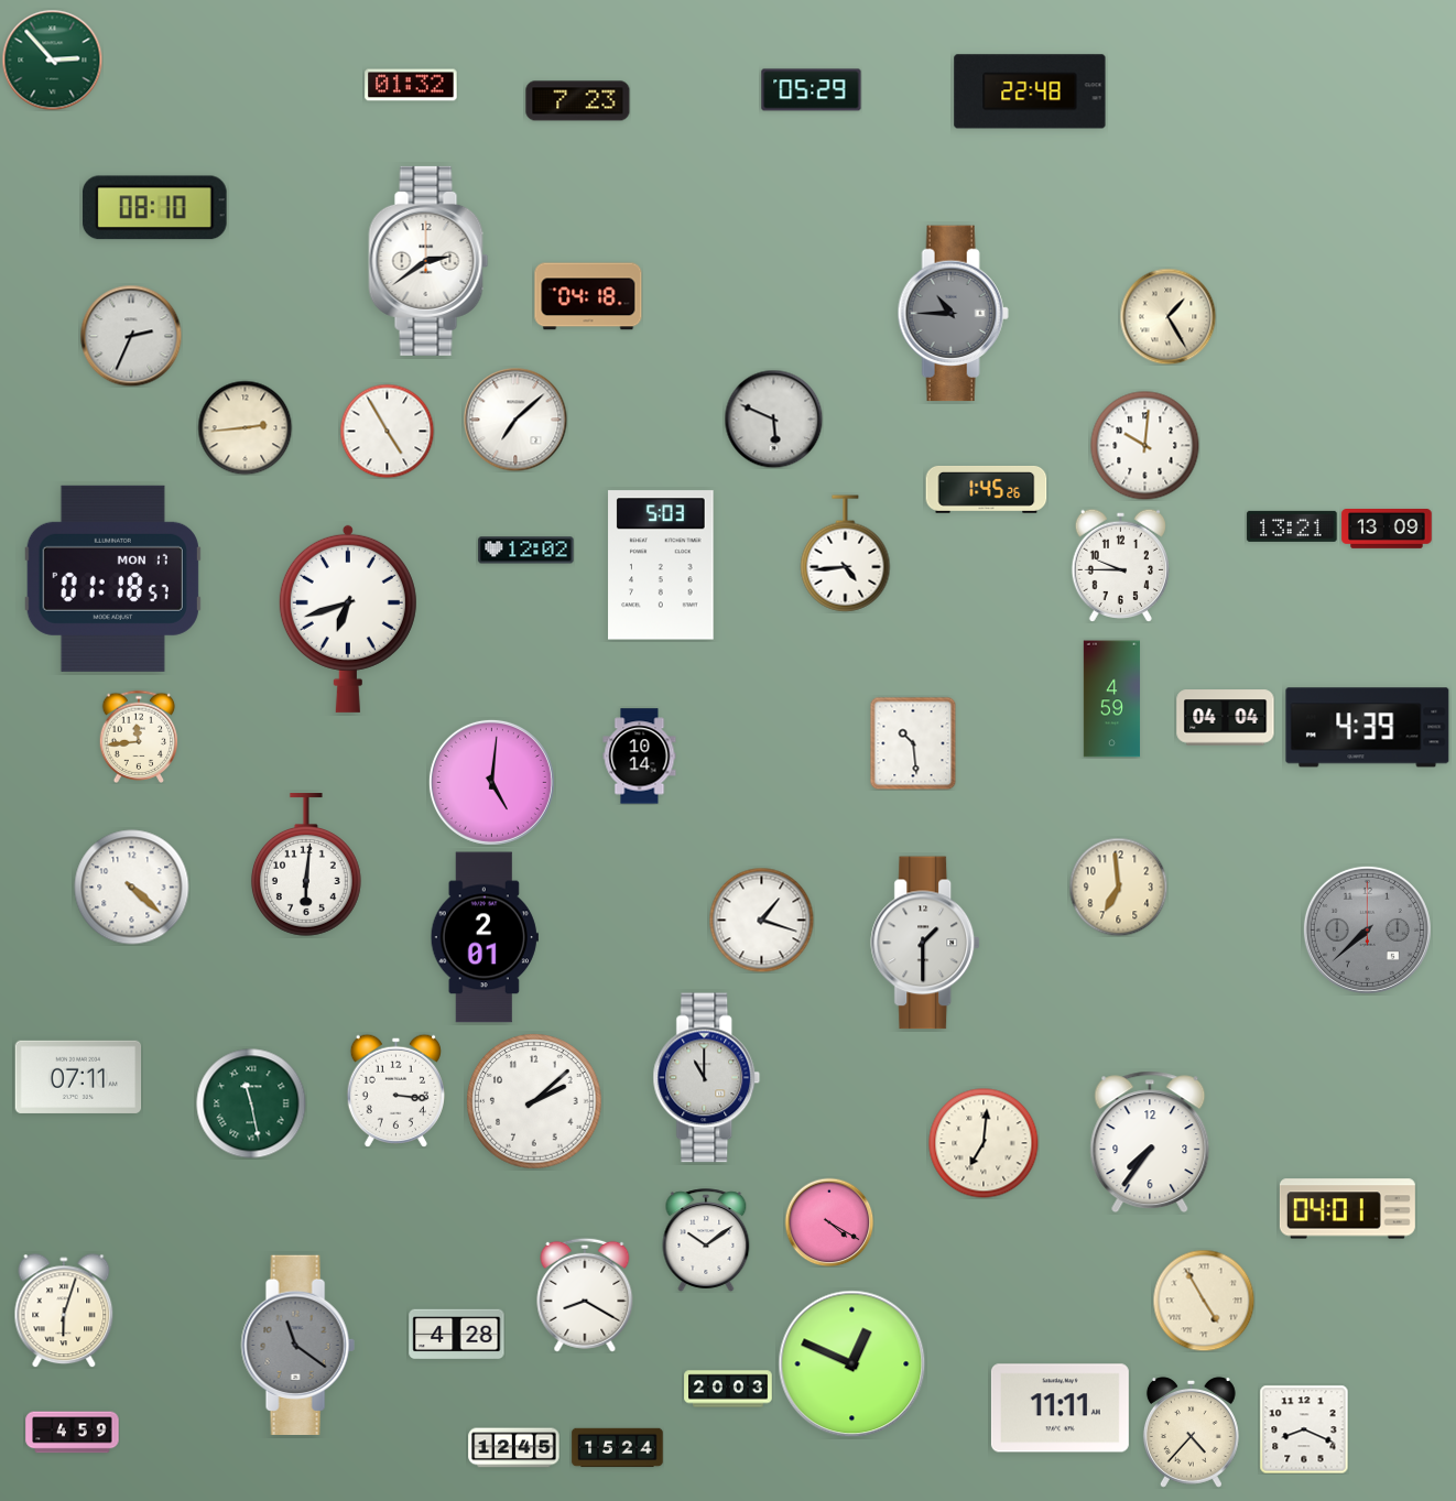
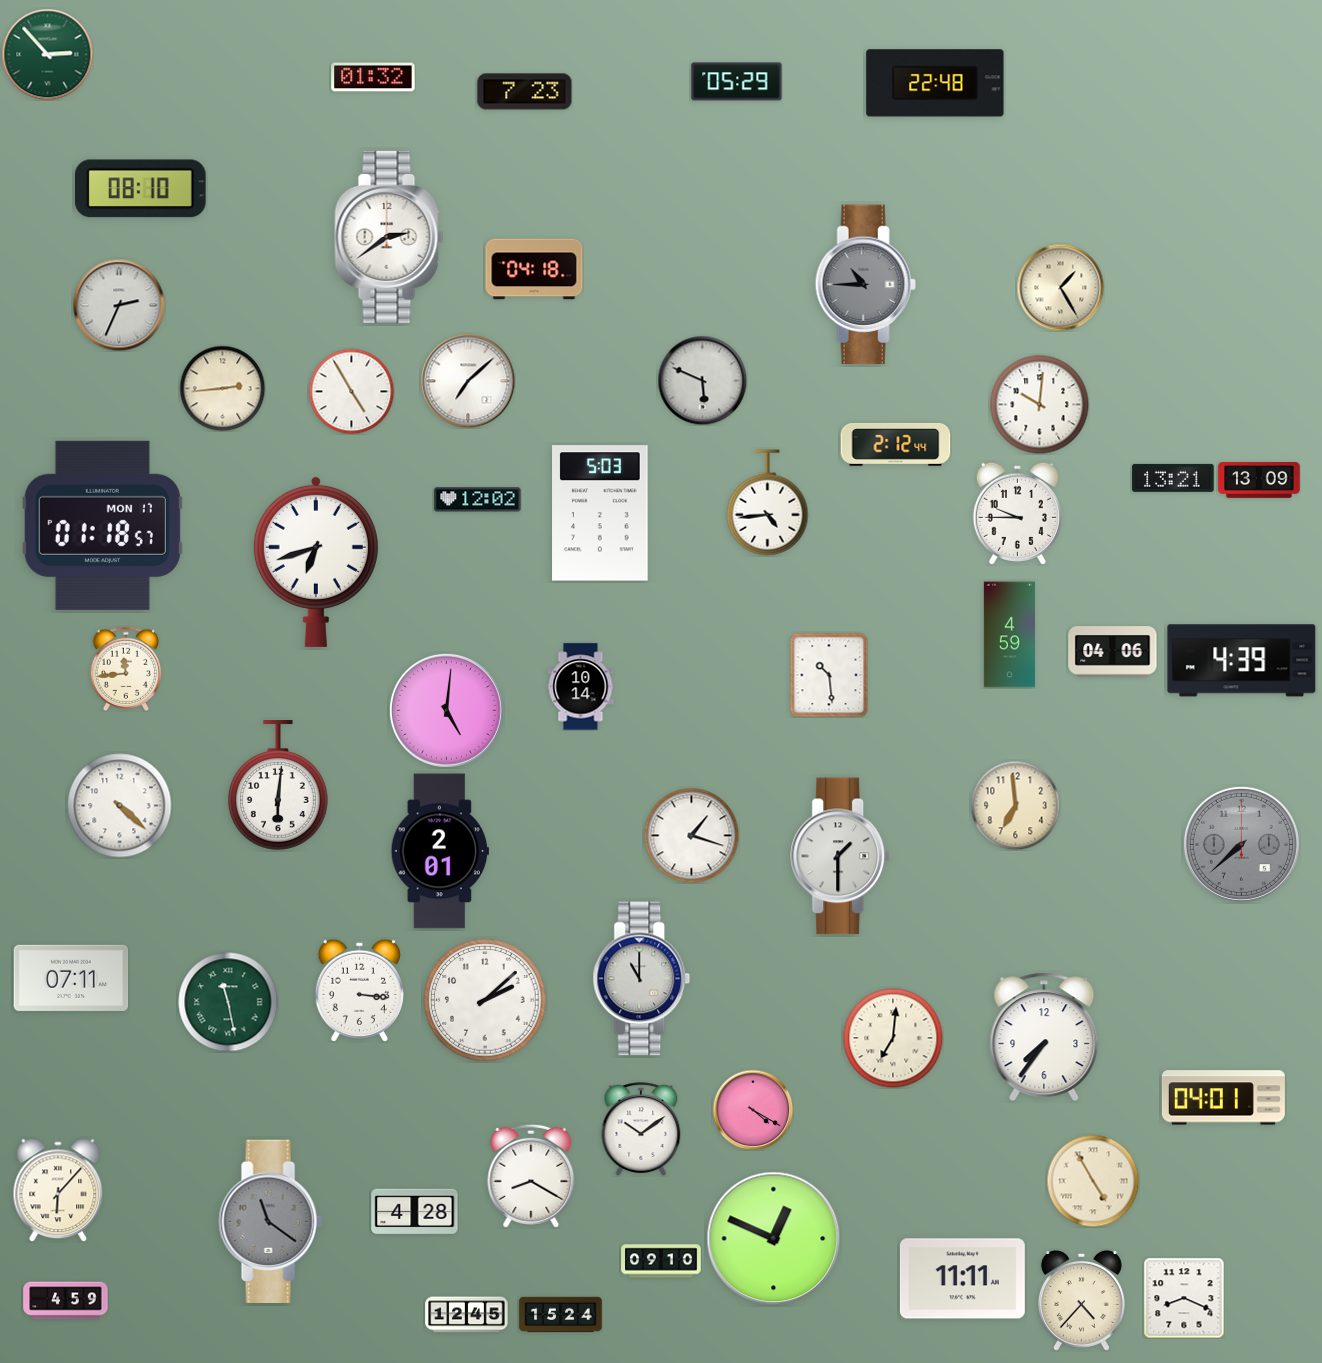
clock at (987, 490): 1:45 -> 2:12
clock at (1226, 718): 04:04 -> 04:06
clock at (706, 1240) position: (706, 1240) -> (641, 1129)
clock at (64, 1310): 6:03 -> 6:07
clock at (728, 1389): 20:03 -> 09:10
